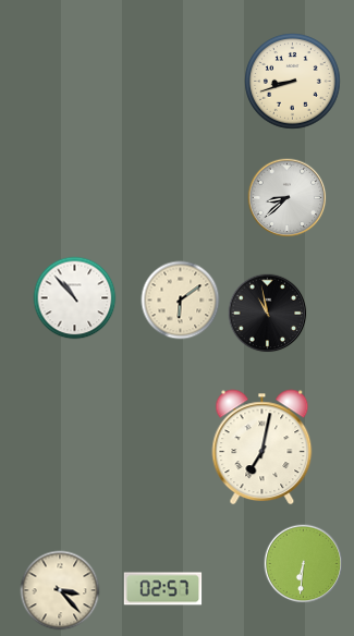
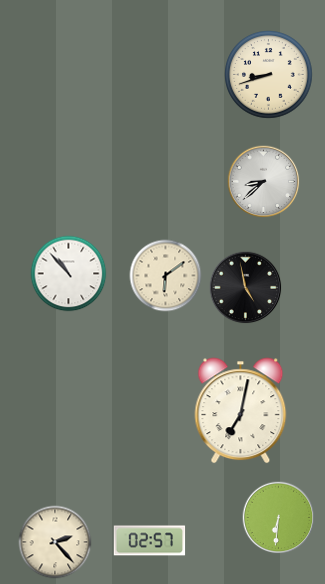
clock at (268, 314): 10:58 -> 4:58
clock at (60, 590): 3:23 -> 2:23
